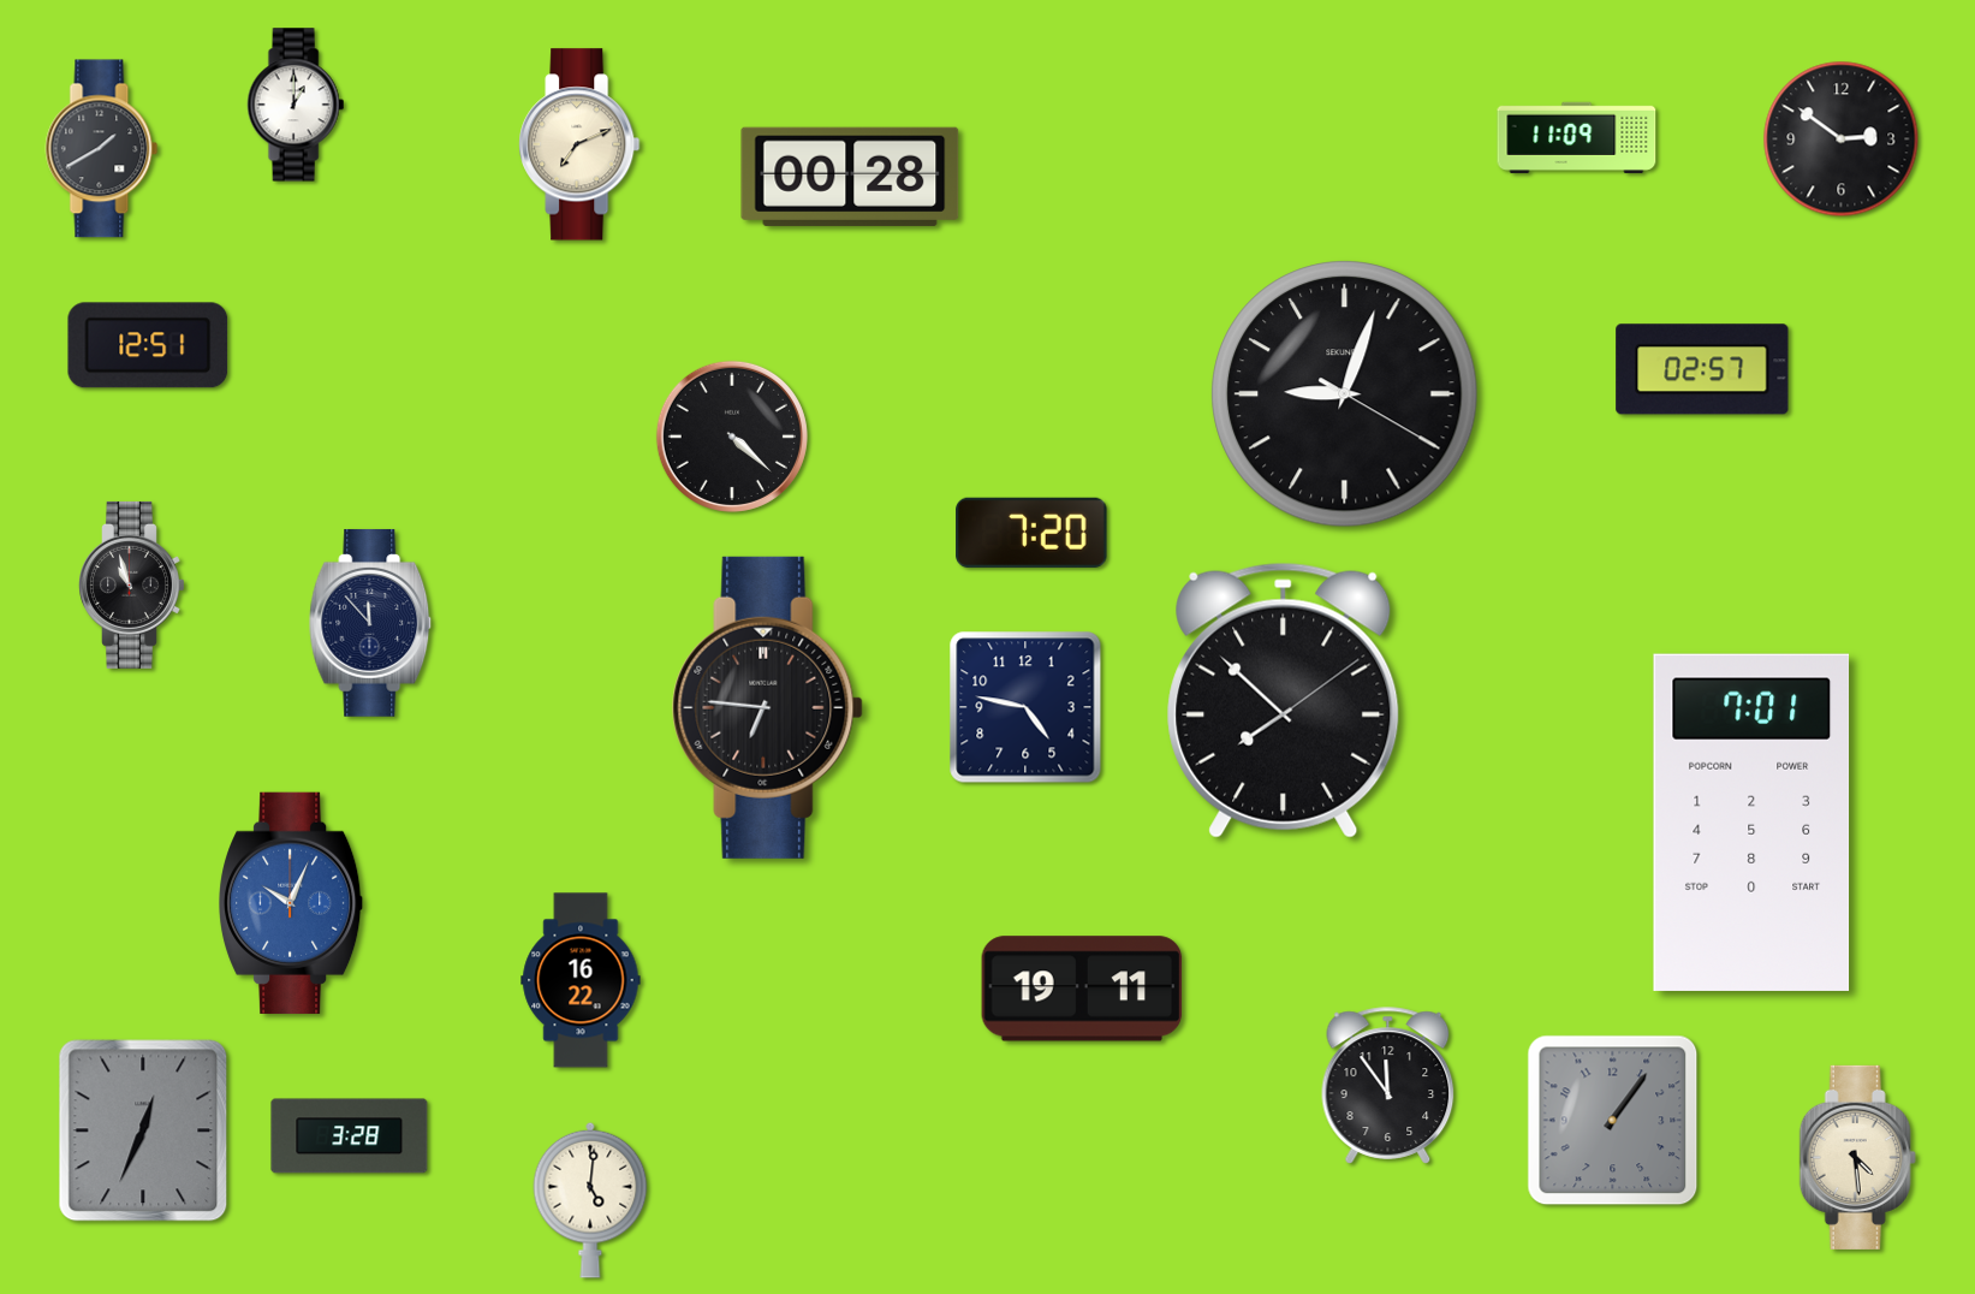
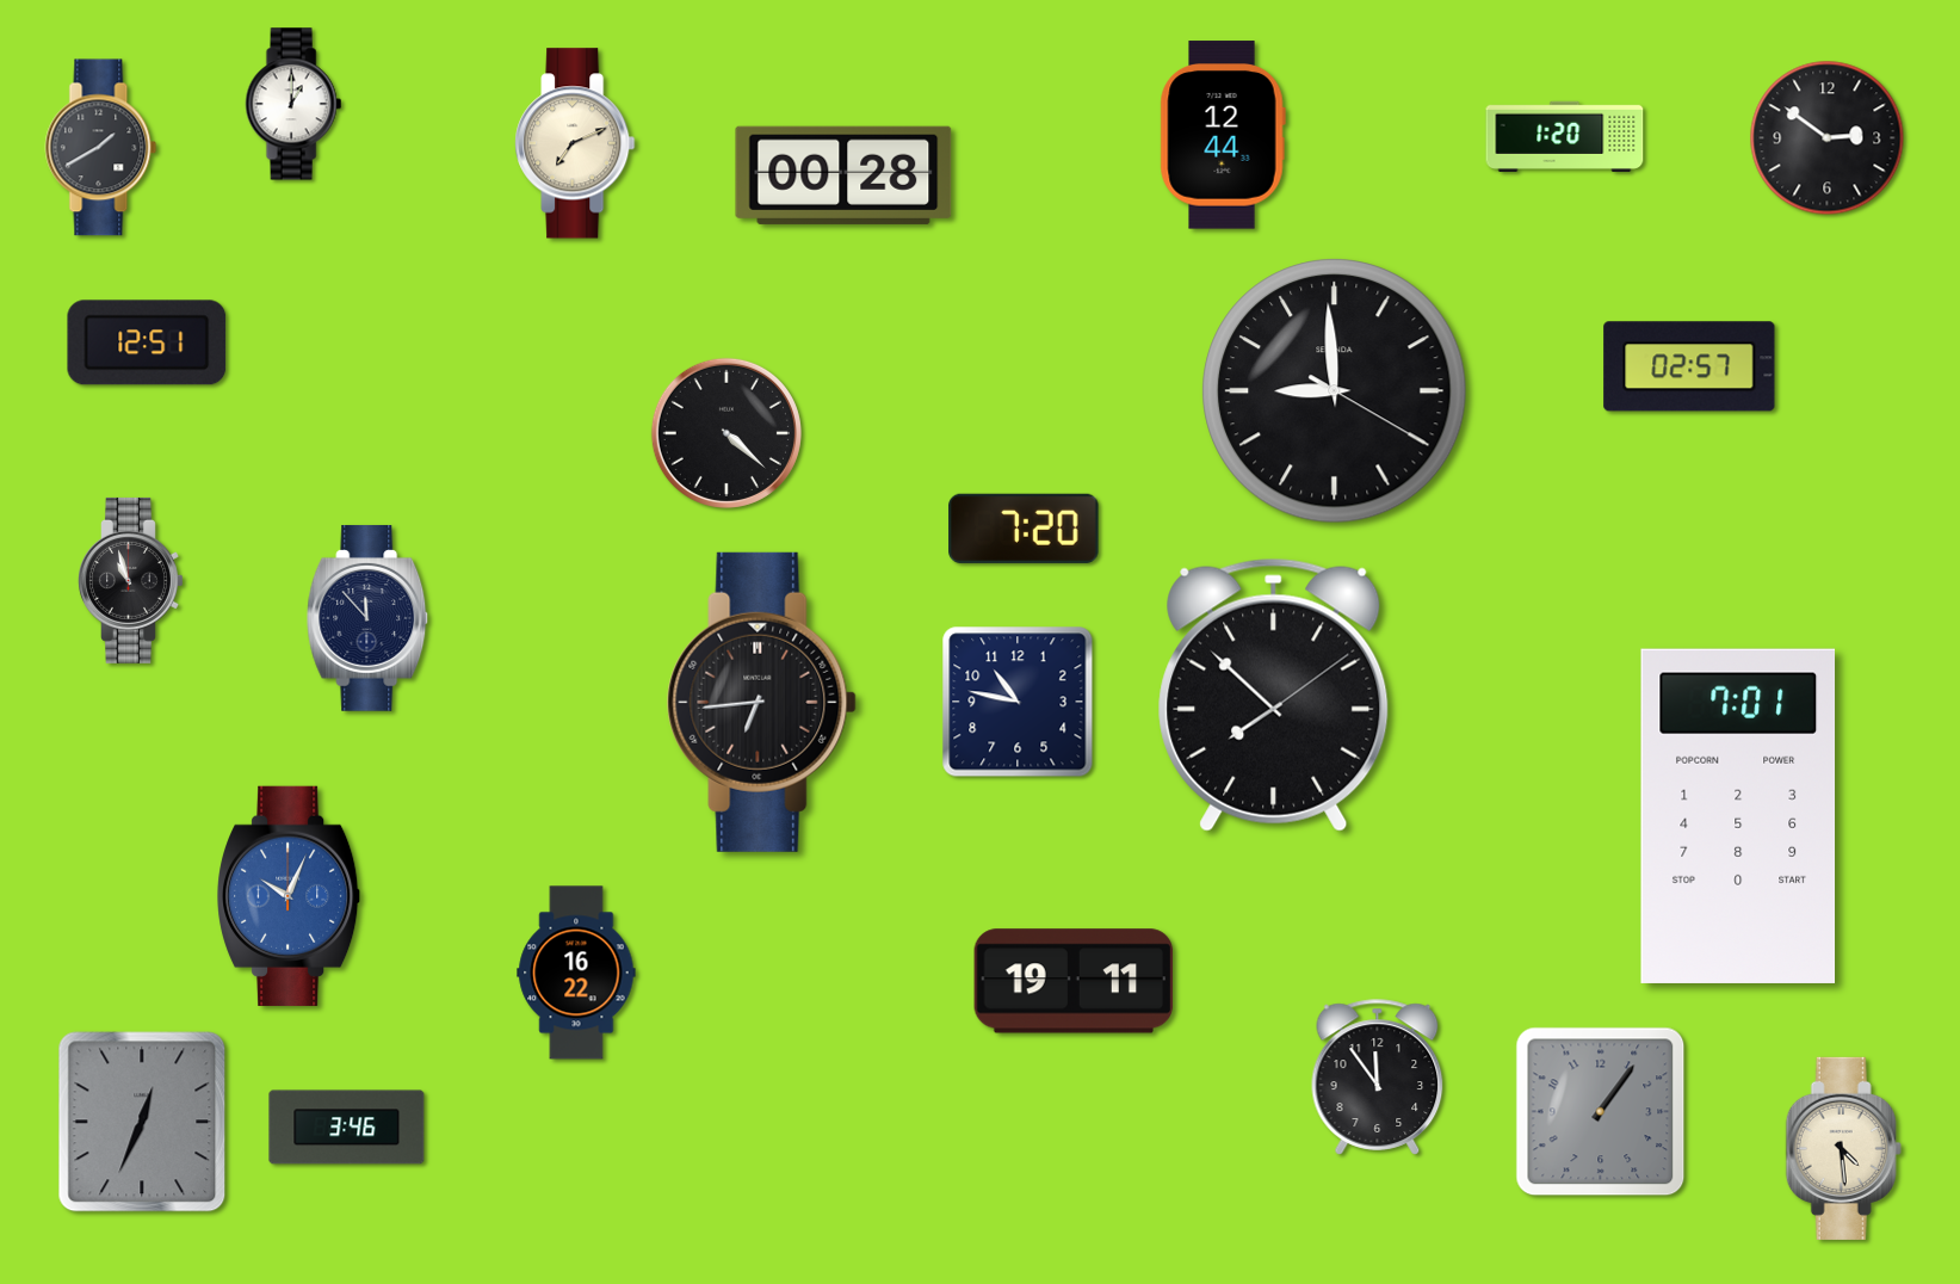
clock at (1223, 135): none -> 12:44
clock at (1577, 137): 11:09 -> 1:20
clock at (1345, 394): 9:03 -> 8:59
clock at (768, 707): 6:46 -> 6:44
clock at (1025, 707): 4:47 -> 10:47
clock at (350, 1136): 3:28 -> 3:46
clock at (590, 1200): 5:01 -> none
